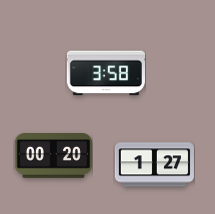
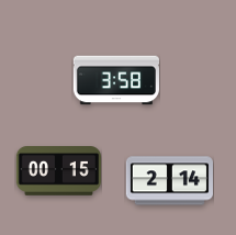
clock at (53, 156): 00:20 -> 00:15
clock at (154, 165): 1:27 -> 2:14
